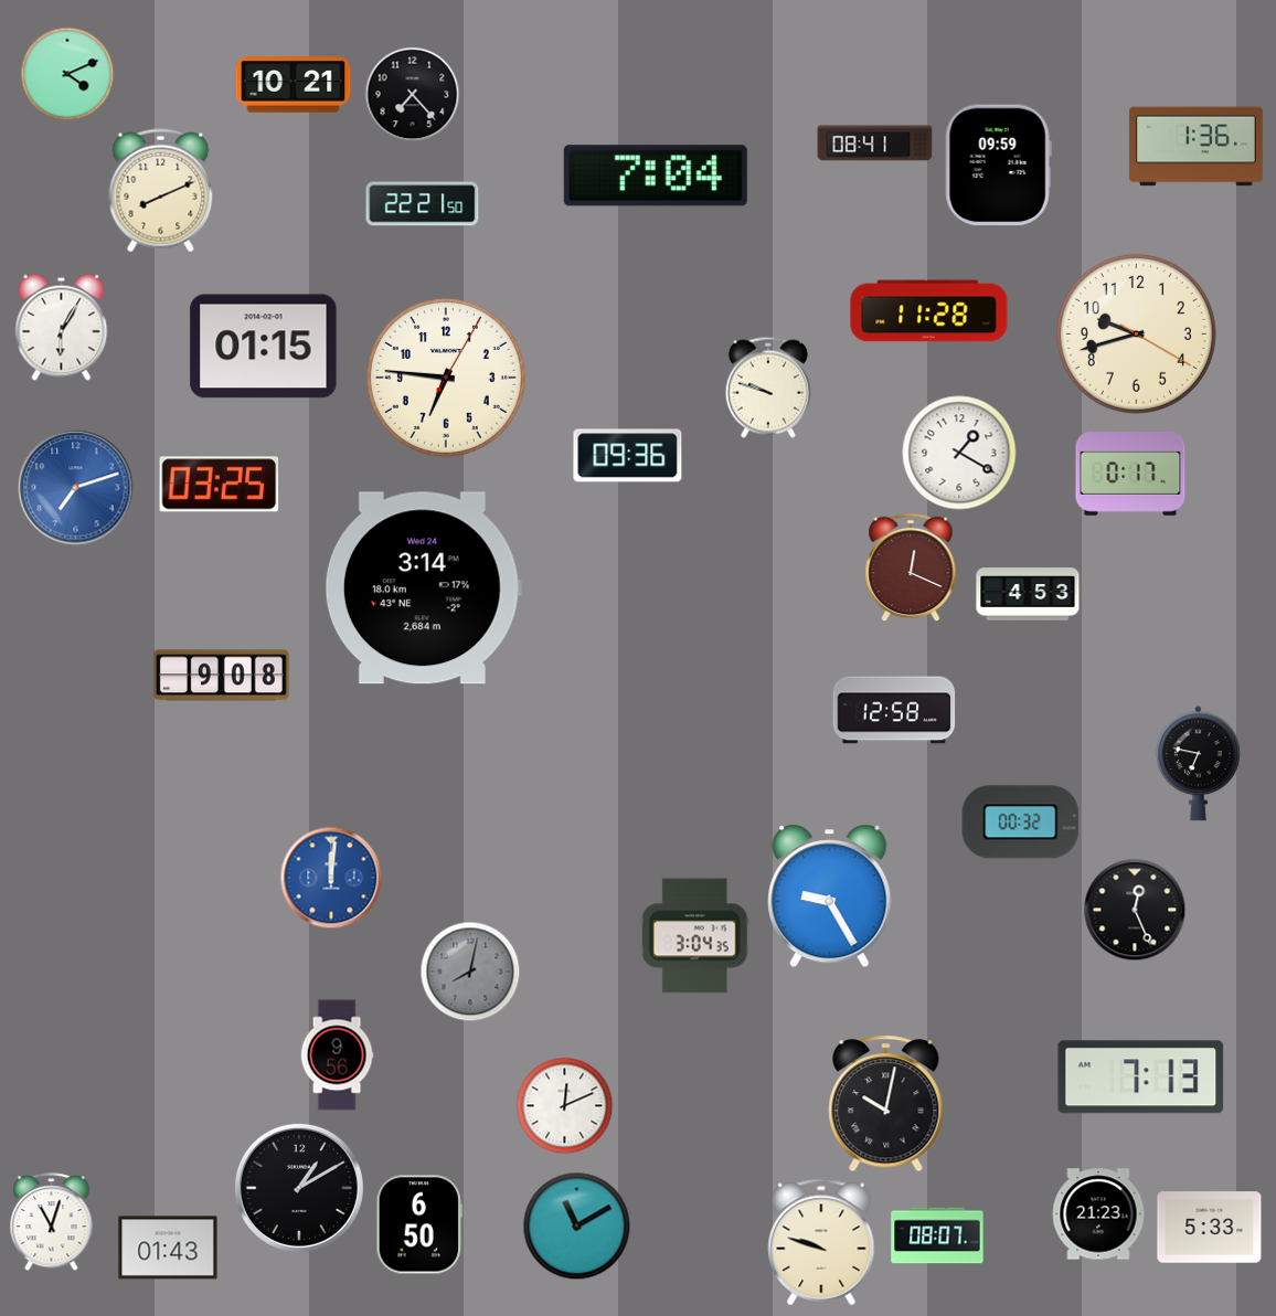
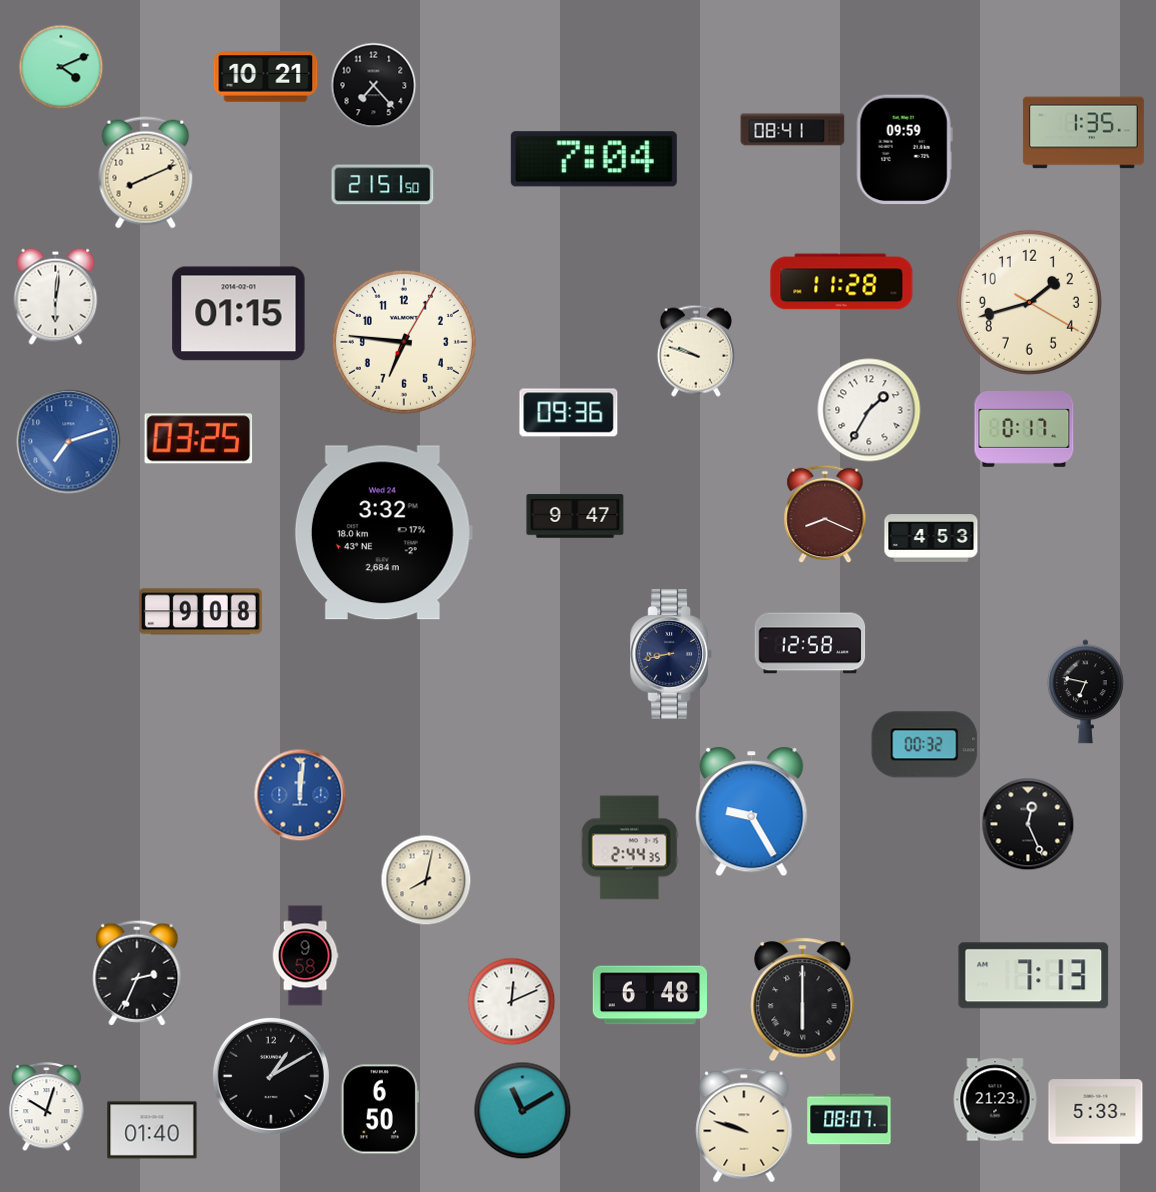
clock at (1195, 147): 1:36 -> 1:35
clock at (423, 204): 22:21 -> 21:51
clock at (62, 327): 6:05 -> 6:01
clock at (1136, 333): 9:42 -> 1:42
clock at (959, 453): 1:20 -> 1:35
clock at (911, 567): 12:19 -> 8:19
clock at (575, 516): none -> 9:47
clock at (423, 588): 3:14 -> 3:32
clock at (671, 654): none -> 8:43
clock at (694, 936): 3:04 -> 2:44
clock at (470, 972) dial: grey -> cream
clock at (337, 1055): 9:56 -> 9:58
clock at (137, 973): none -> 2:34
clock at (649, 995): none -> 6:48
clock at (886, 1104): 10:02 -> 6:00
clock at (52, 1222): 11:03 -> 10:03
clock at (168, 1248): 01:43 -> 01:40
